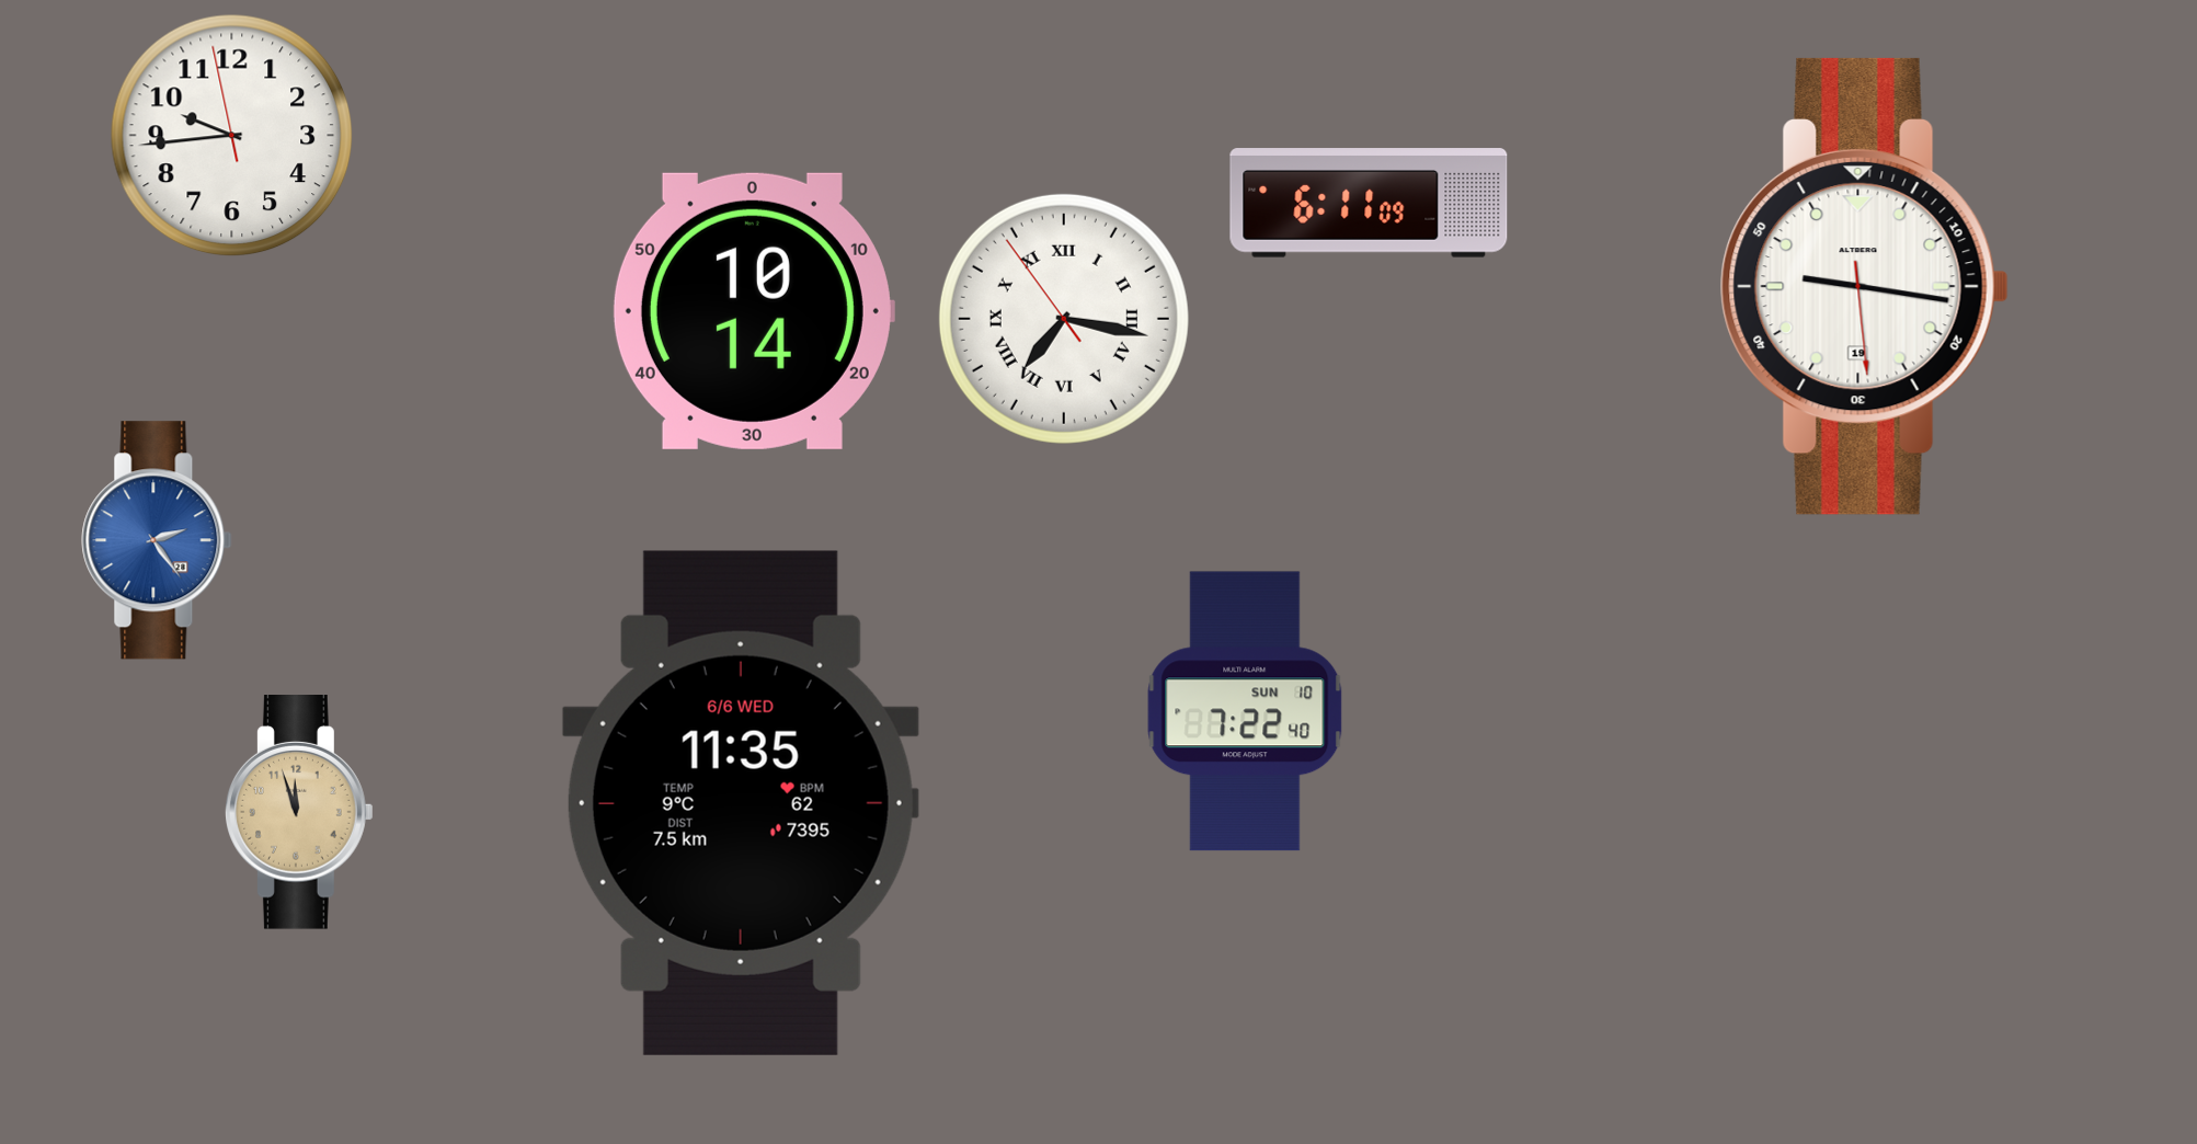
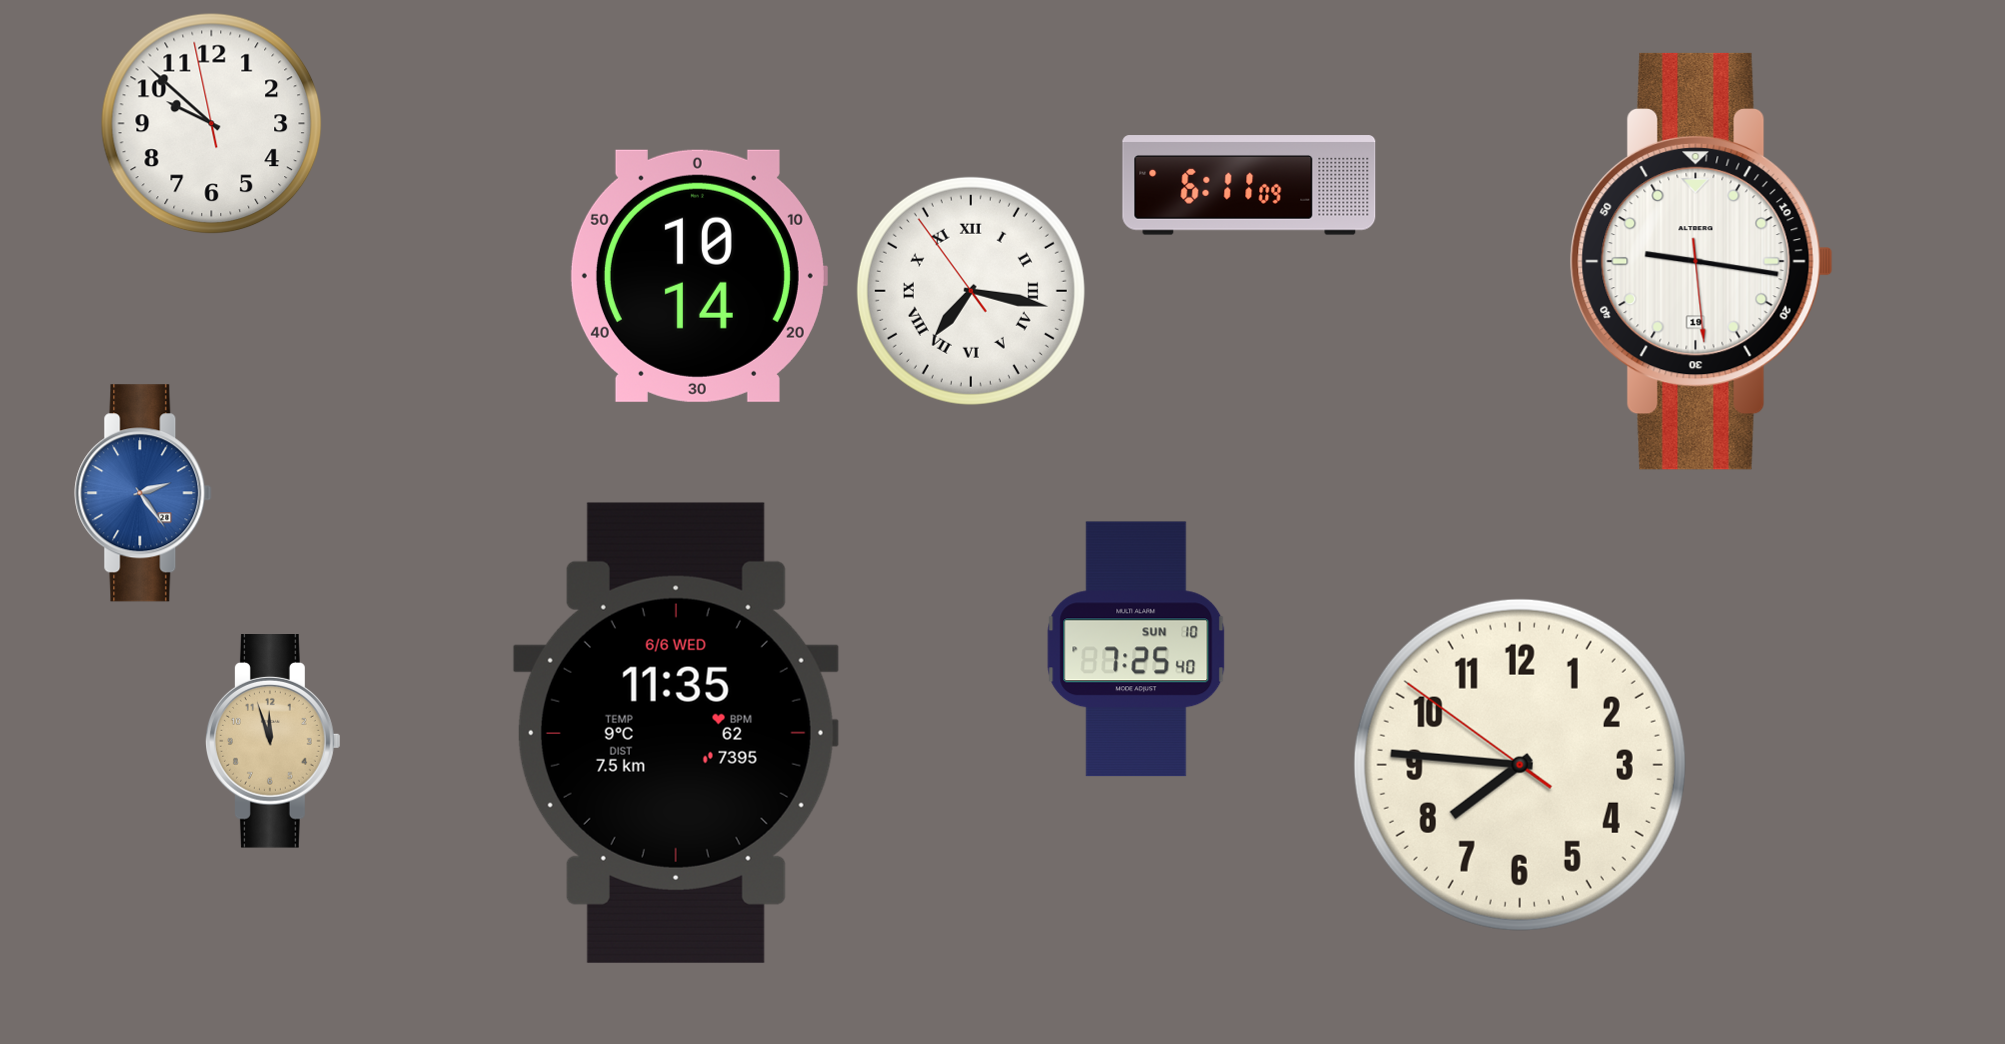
clock at (232, 136): 9:43 -> 9:51
clock at (753, 311) position: (753, 311) -> (698, 276)
clock at (1245, 711): 7:22 -> 7:25
clock at (1520, 765): none -> 7:45
